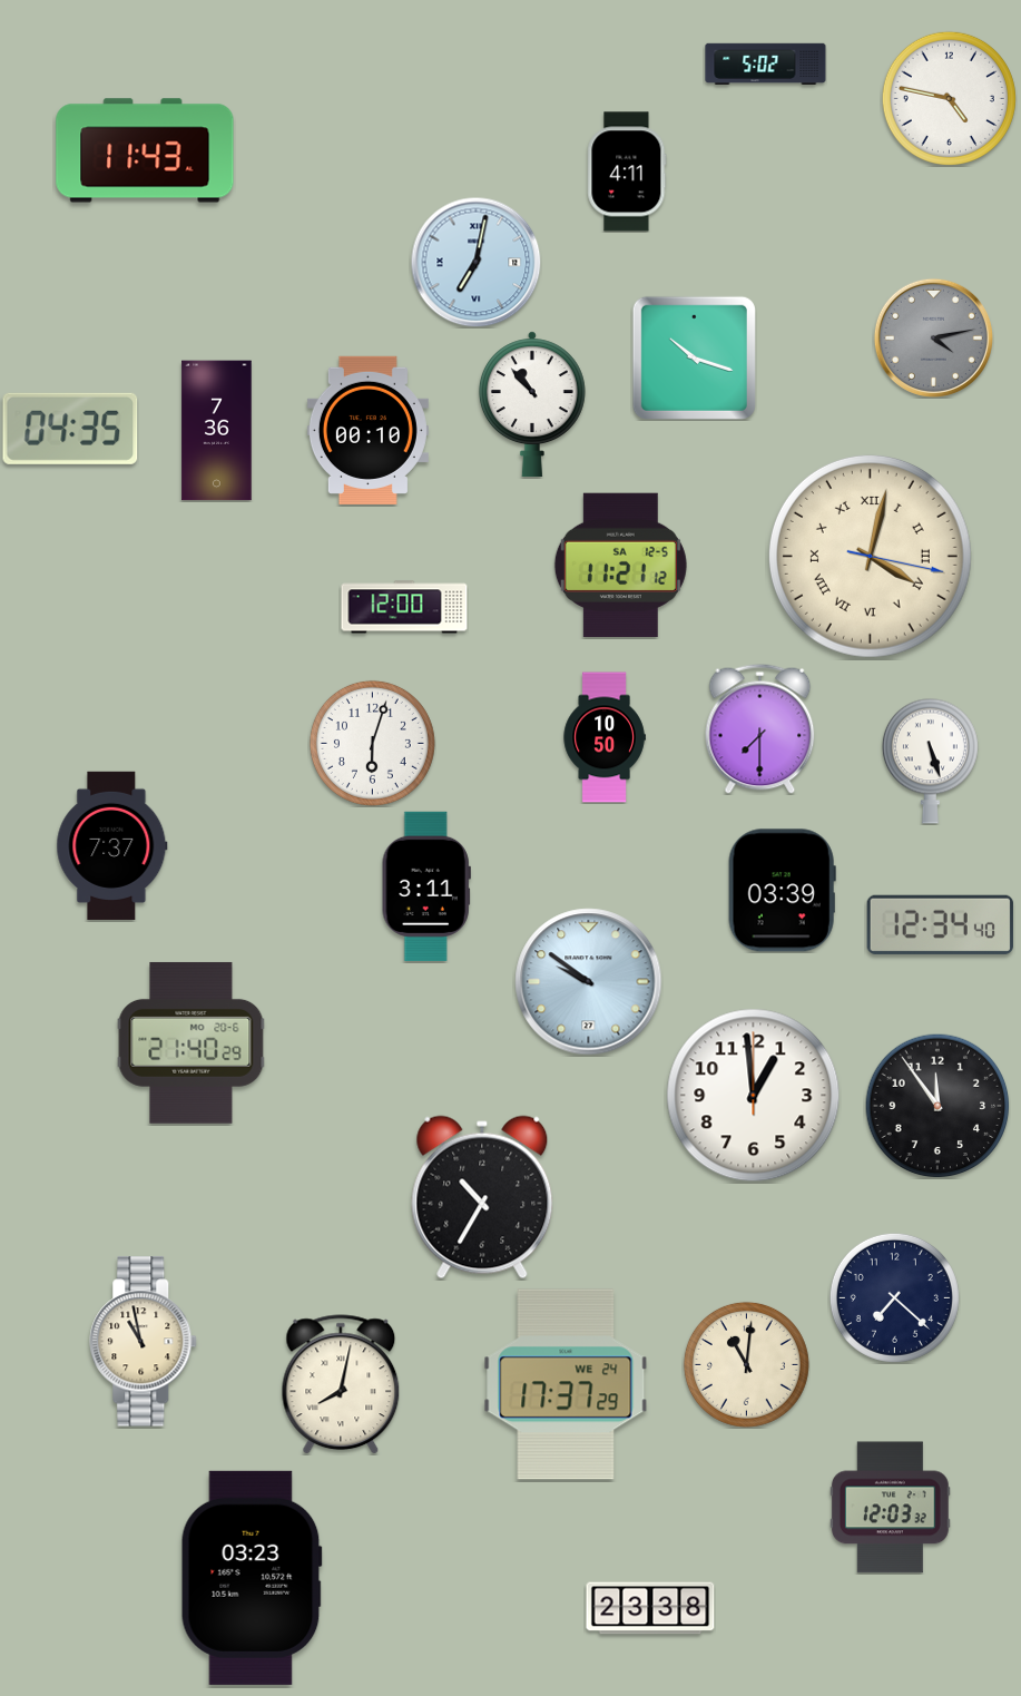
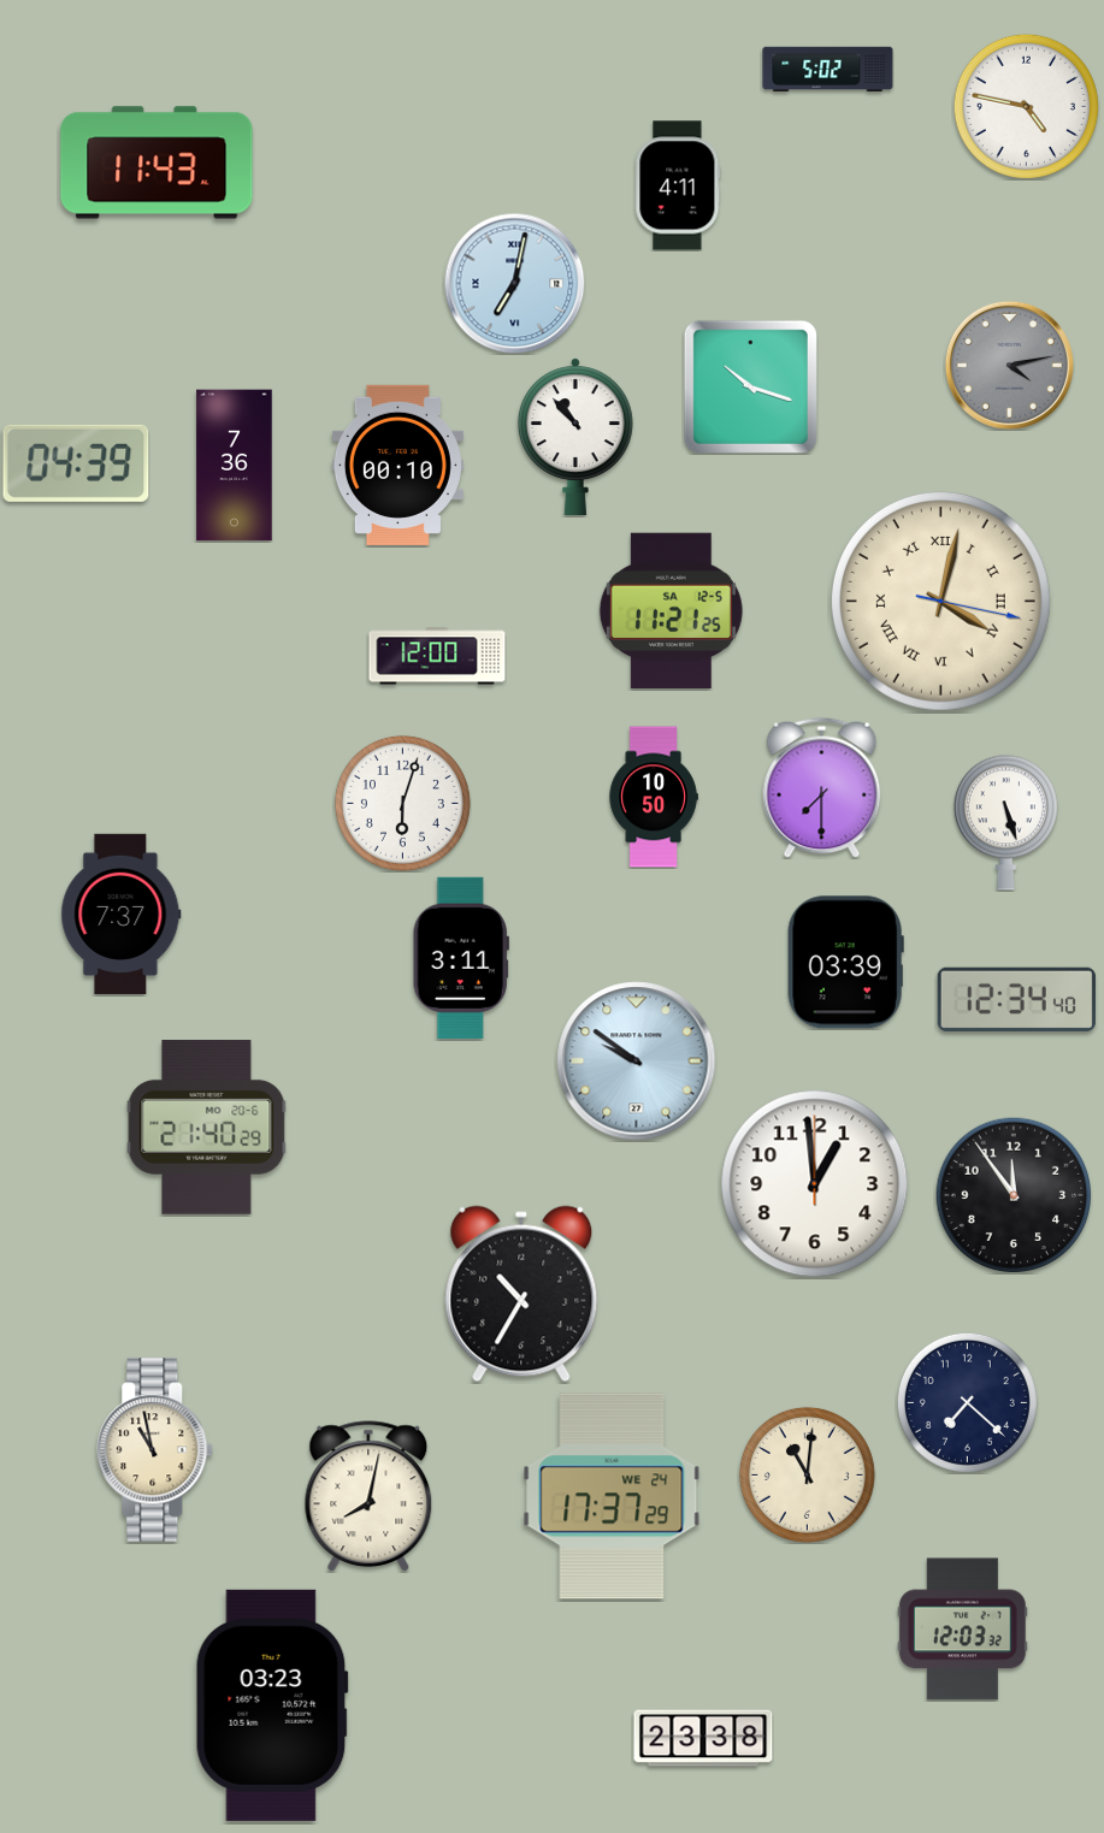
clock at (70, 429): 04:35 -> 04:39
clock at (620, 565): 11:21:12 -> 11:21:25
